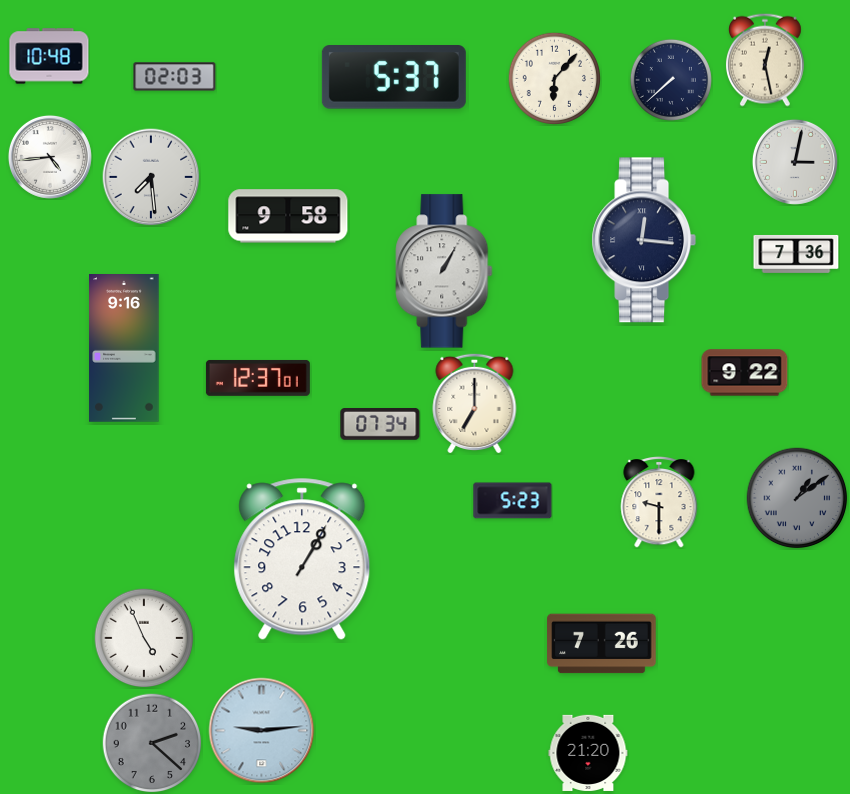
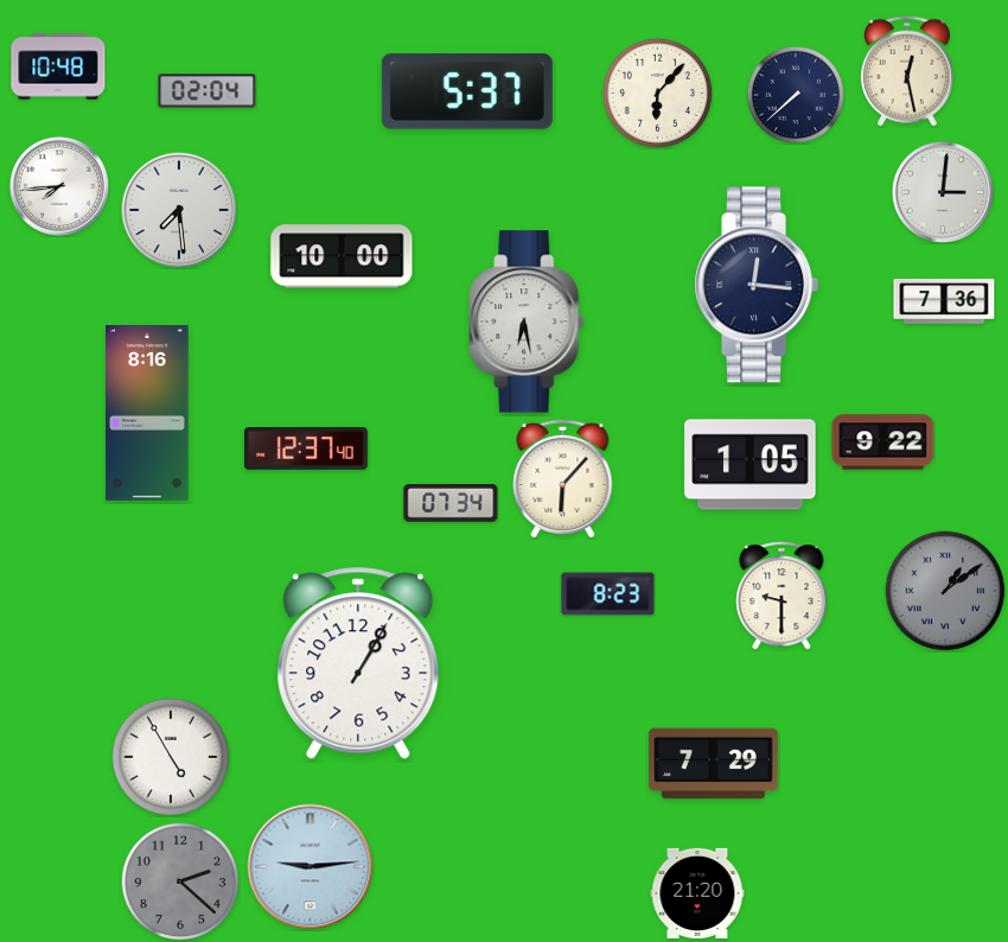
clock at (175, 77): 02:03 -> 02:04
clock at (50, 157): 4:44 -> 7:44
clock at (795, 162): 3:02 -> 3:01
clock at (288, 216): 9:58 -> 10:00
clock at (644, 240) position: (644, 240) -> (757, 285)
clock at (444, 271): 1:05 -> 6:28
clock at (124, 349): 9:16 -> 8:16
clock at (258, 378): 12:37:01 -> 12:37:40
clock at (751, 465): none -> 1:05
clock at (475, 403): 7:00 -> 6:07
clock at (513, 501): 5:23 -> 8:23
clock at (144, 638): 4:56 -> 4:55
clock at (602, 644): 7:26 -> 7:29
